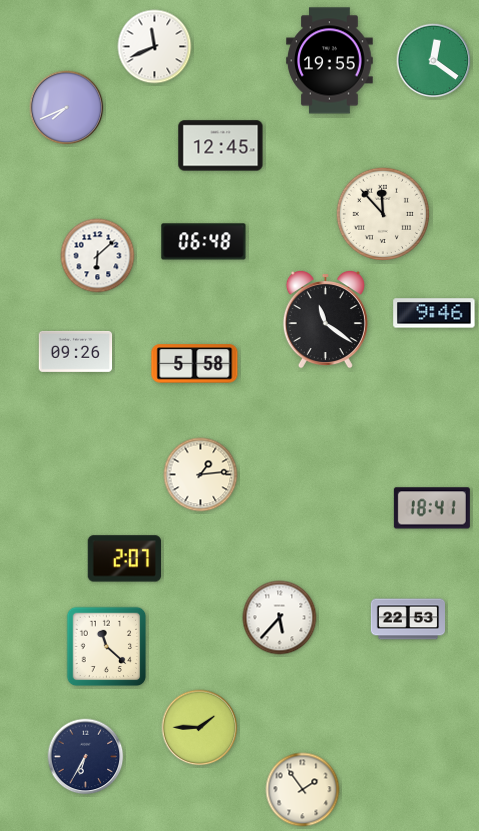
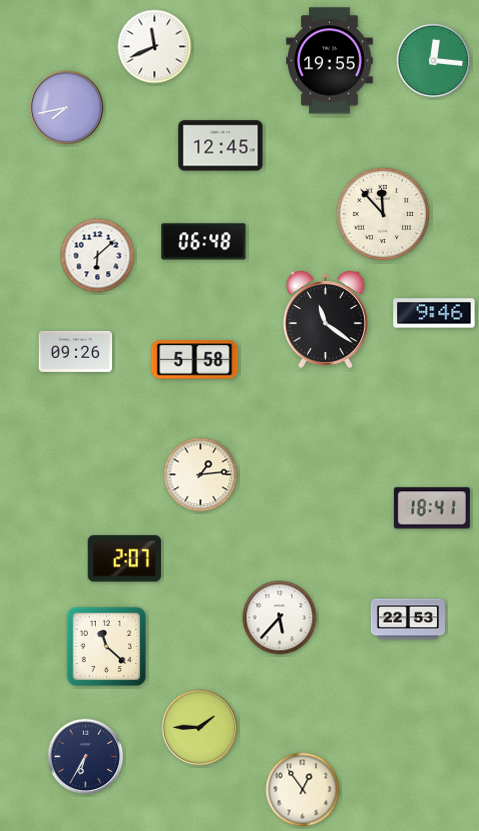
clock at (434, 61): 12:21 -> 12:16
clock at (67, 108): 7:41 -> 7:43
clock at (195, 364) position: (195, 364) -> (195, 360)
clock at (303, 790): 1:54 -> 12:54
